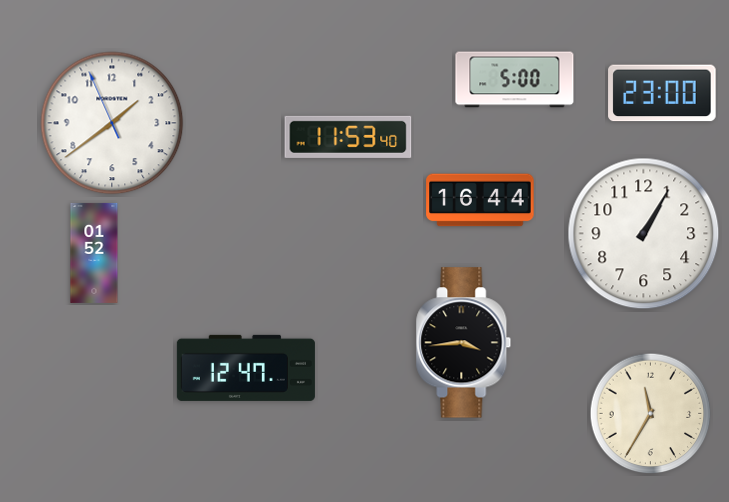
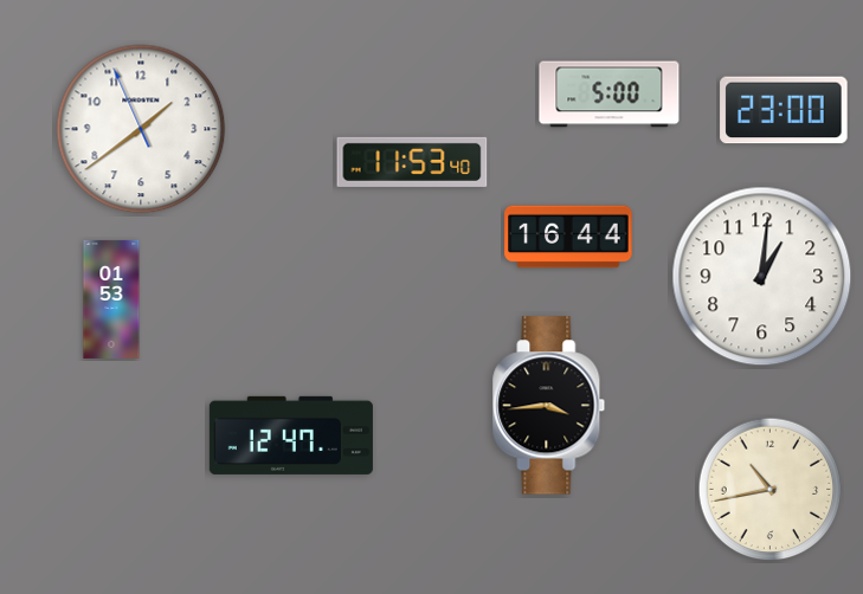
clock at (112, 123) position: (112, 123) -> (141, 129)
clock at (644, 234): 1:05 -> 1:01
clock at (94, 253): 01:52 -> 01:53
clock at (651, 414): 11:35 -> 10:43
